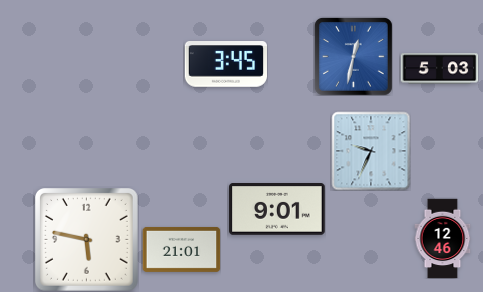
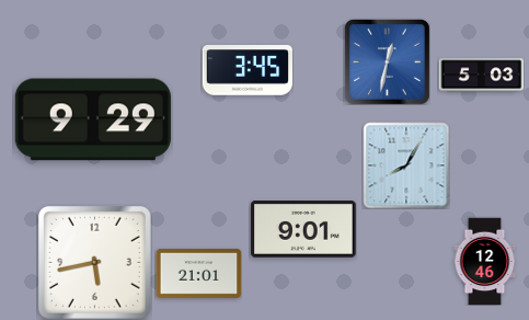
clock at (93, 119): none -> 9:29
clock at (371, 151): 9:34 -> 8:05
clock at (87, 240): 5:47 -> 5:43
